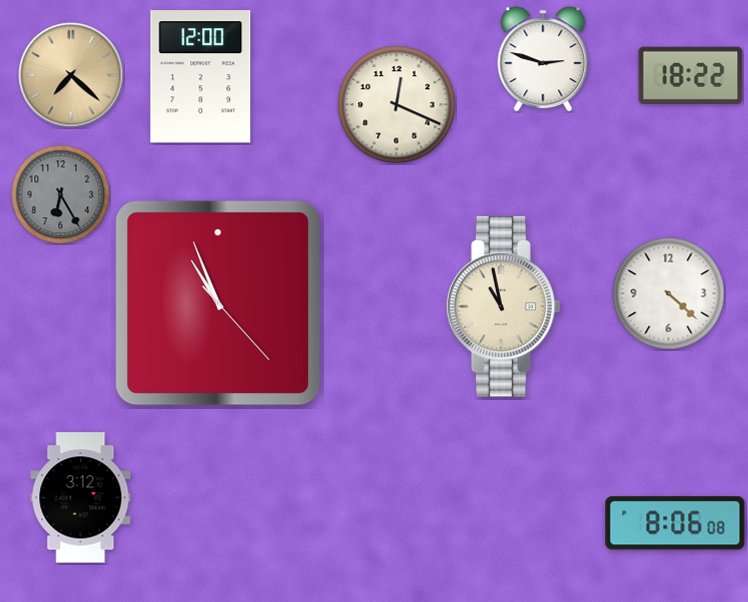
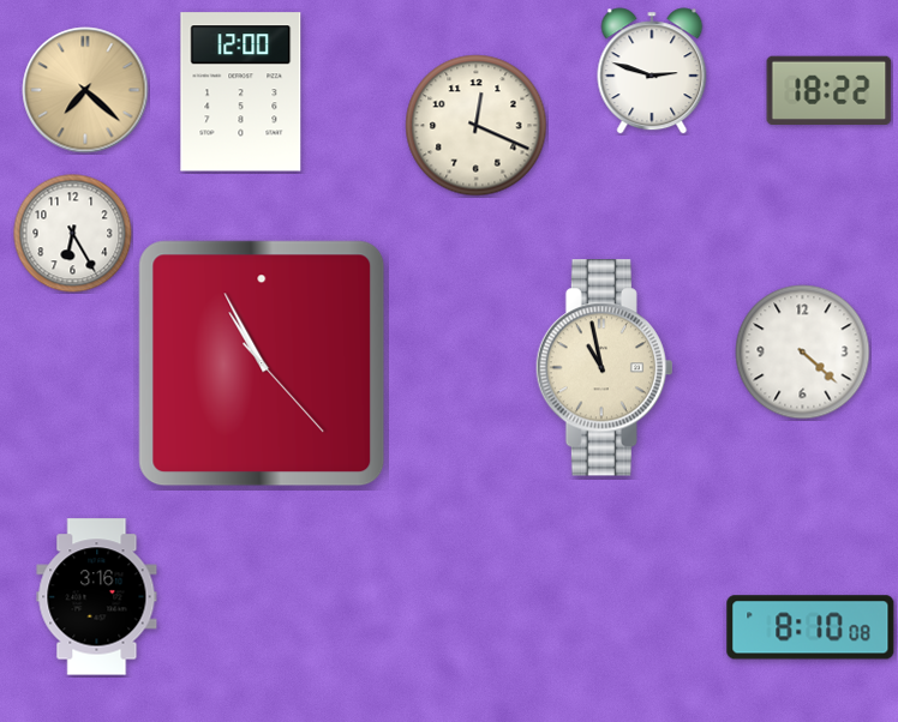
clock at (61, 195) dial: grey -> white
clock at (218, 303): 10:56 -> 10:55
clock at (81, 498): 3:12 -> 3:16
clock at (675, 523): 8:06 -> 8:10
